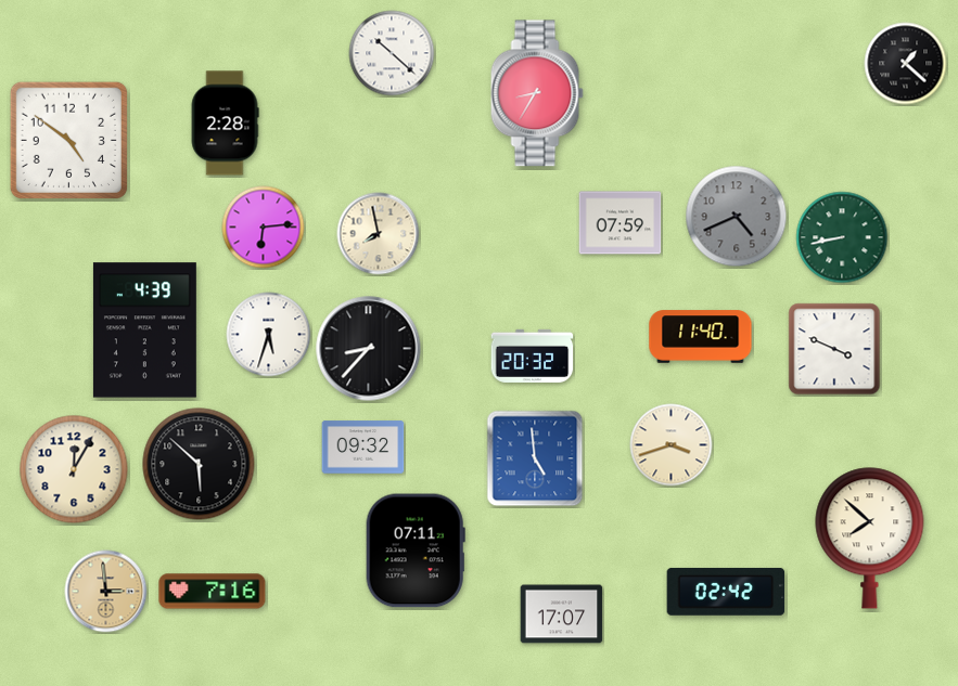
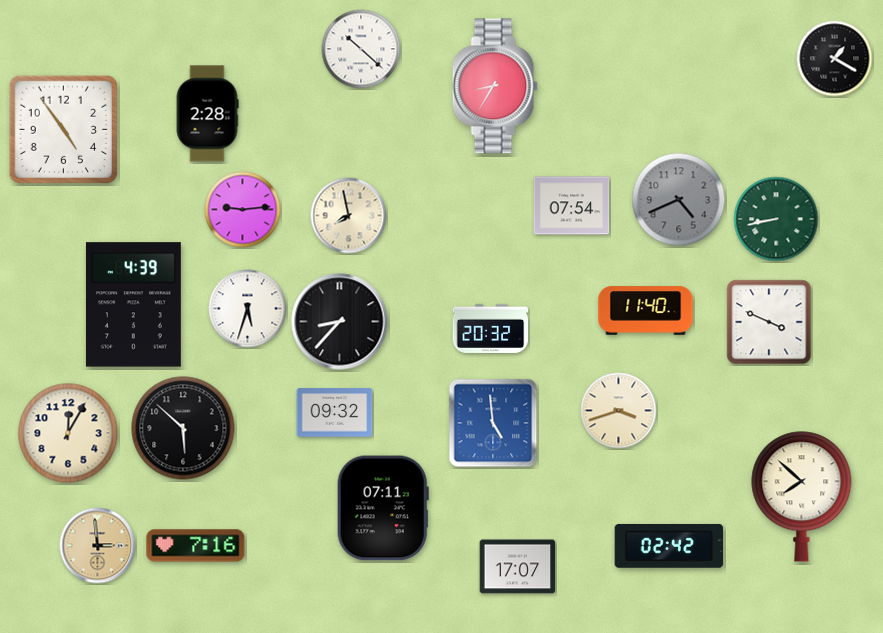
clock at (906, 64): 1:22 -> 1:20
clock at (68, 140): 4:51 -> 4:54
clock at (621, 223): 07:59 -> 07:54
clock at (264, 228): 6:14 -> 9:14
